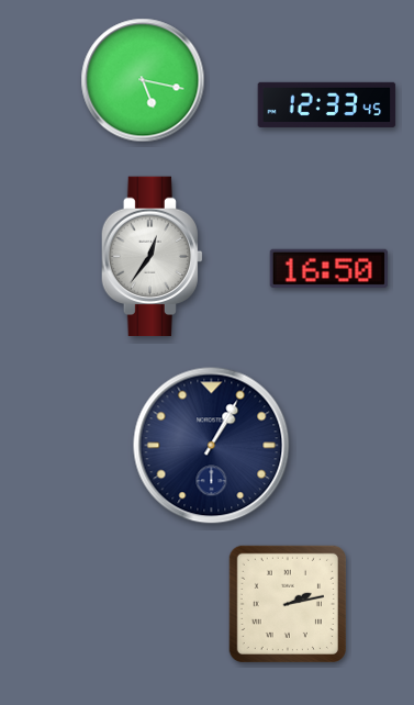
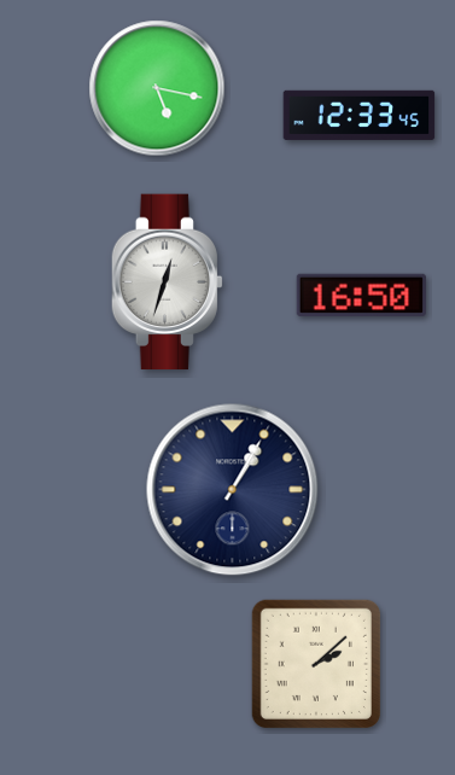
clock at (152, 257): 12:36 -> 12:33
clock at (288, 604): 2:13 -> 2:08
